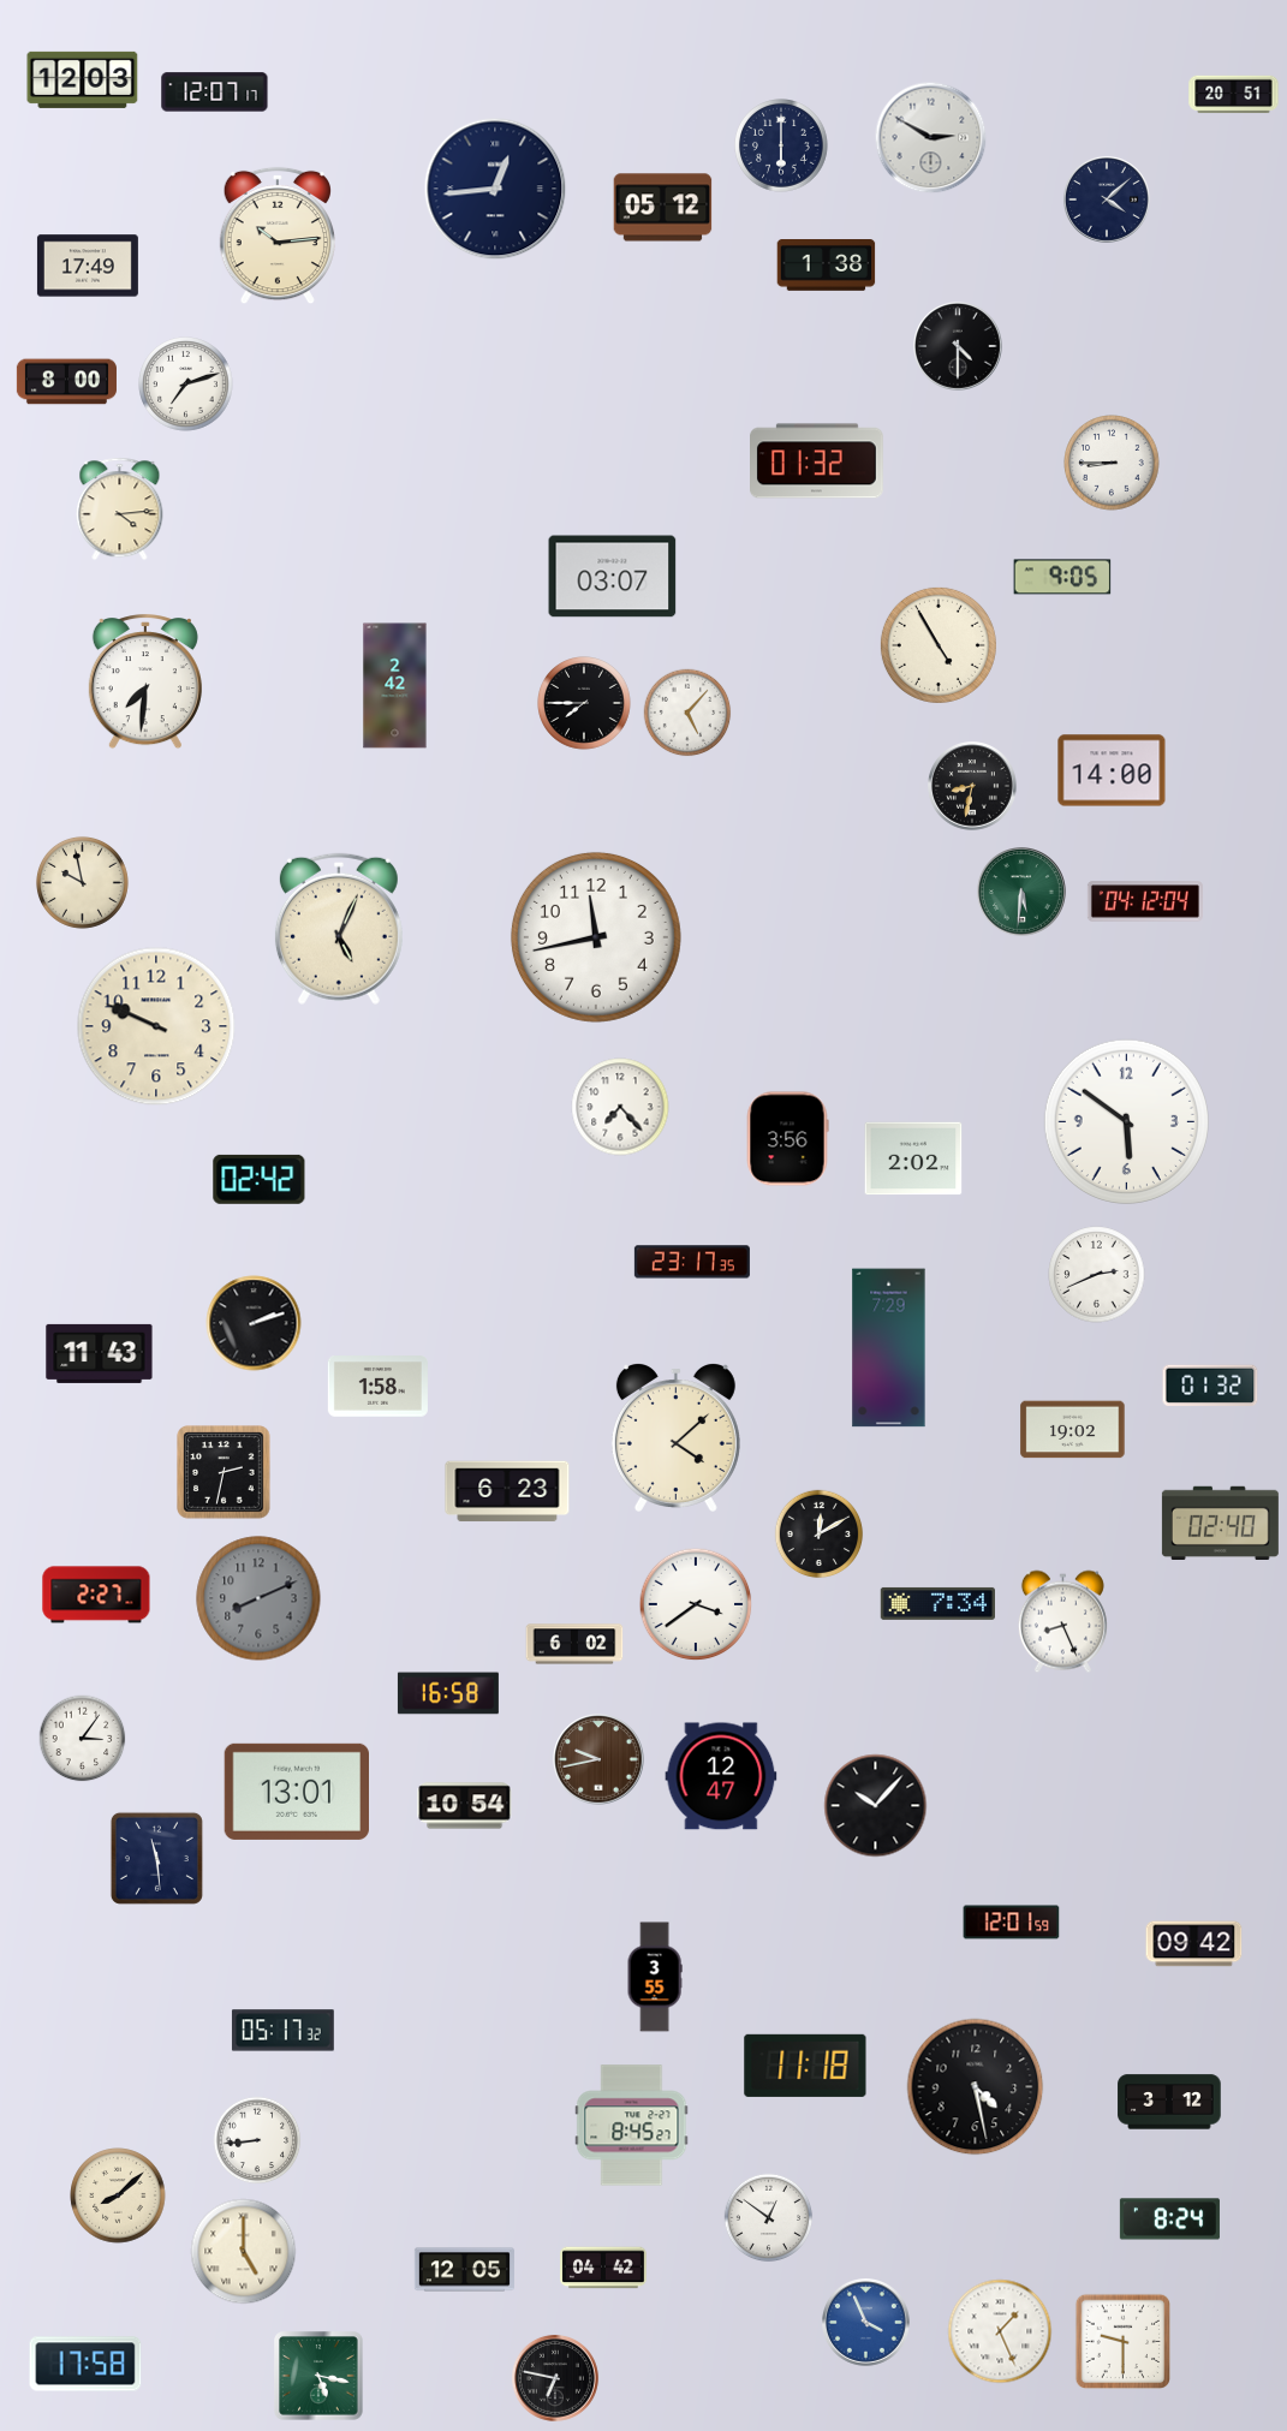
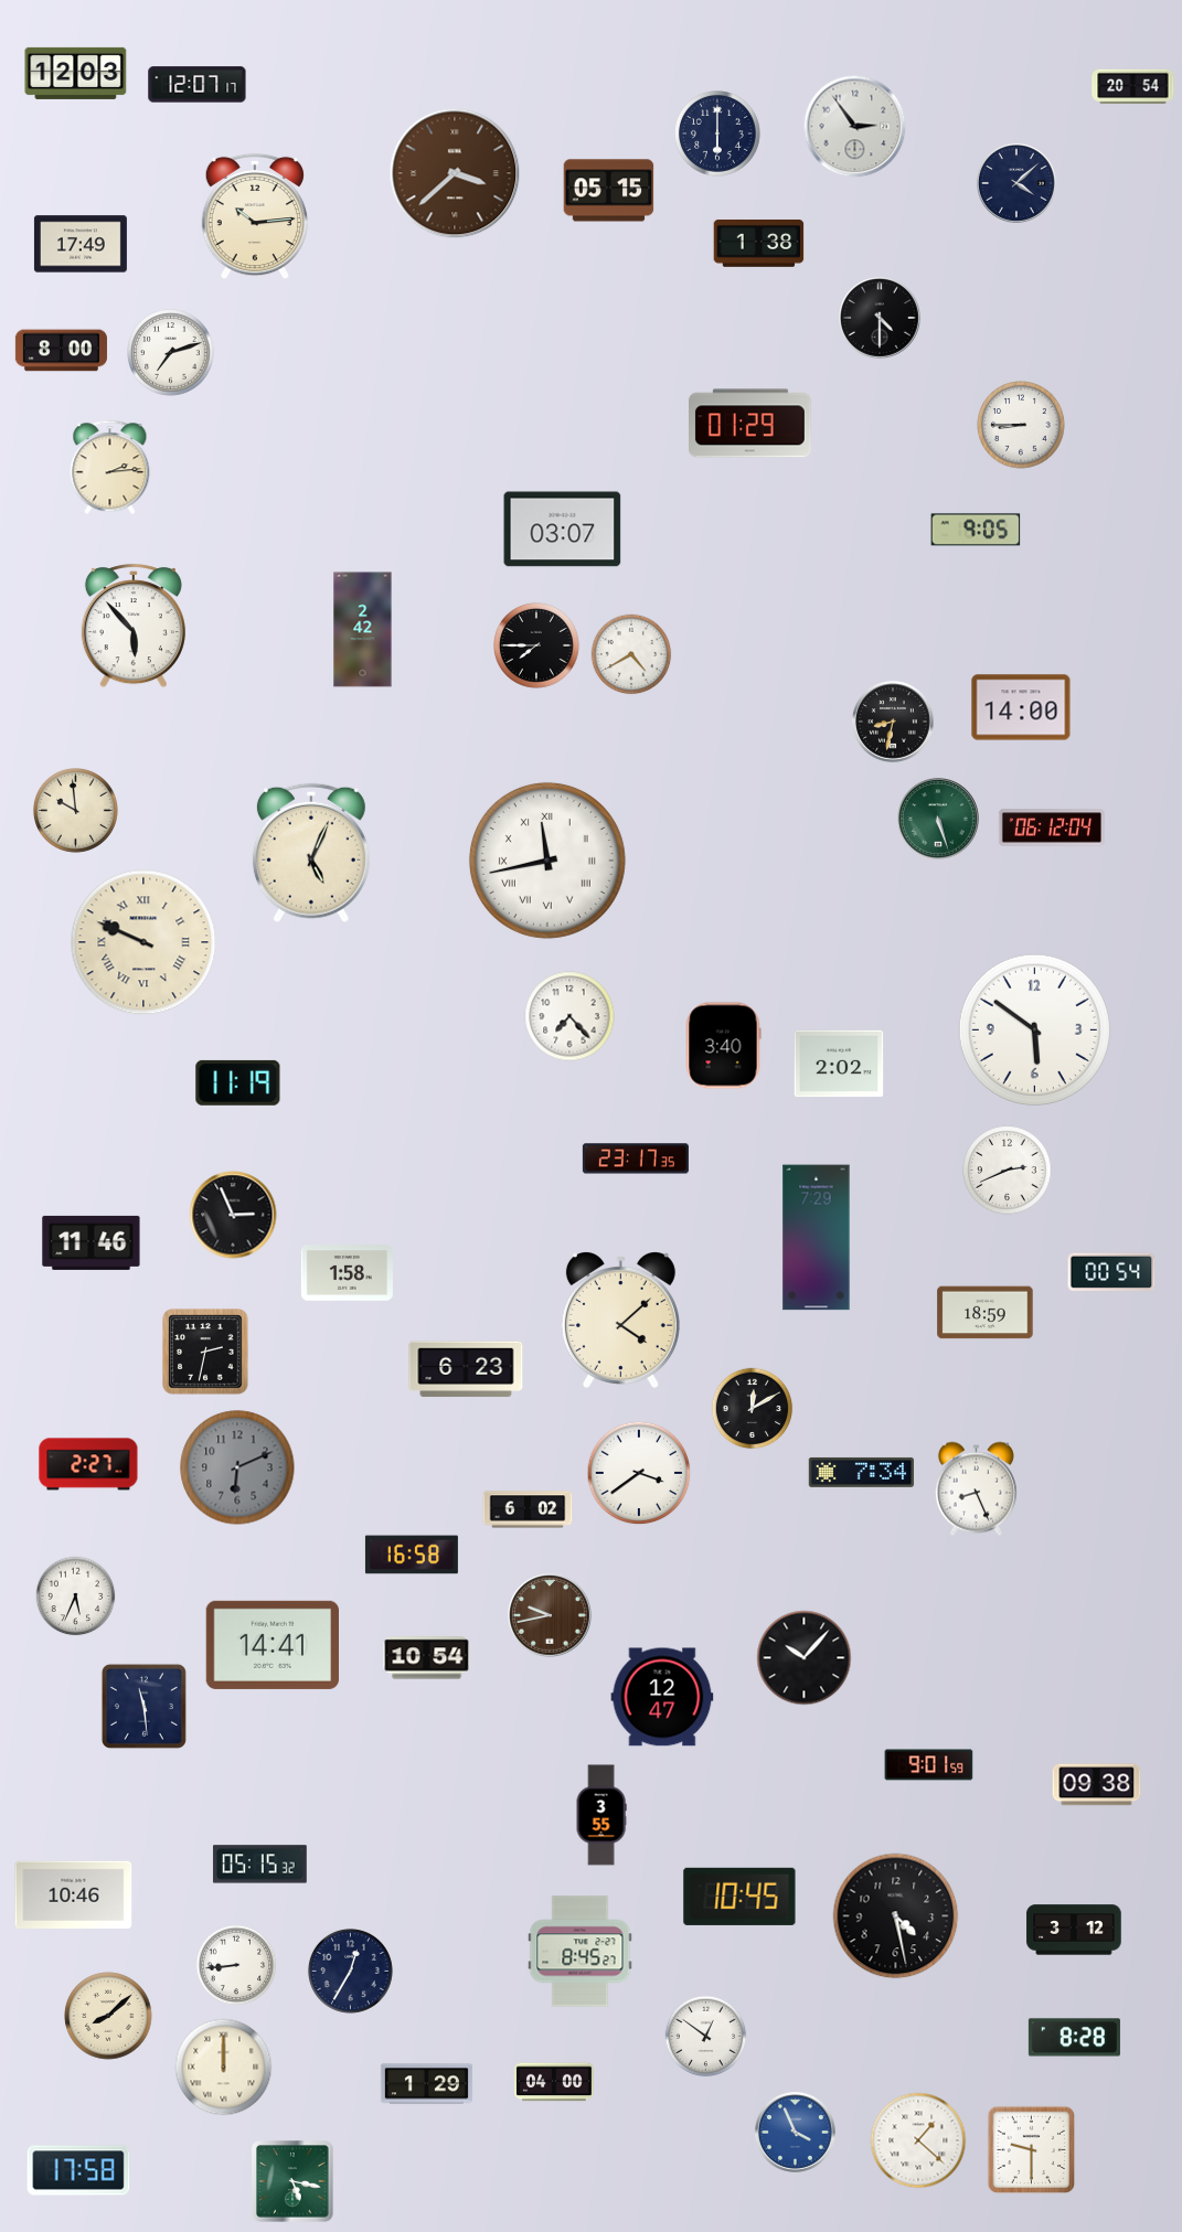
clock at (1234, 95): 20:51 -> 20:54
clock at (931, 138): 2:50 -> 2:54
clock at (495, 189): 12:44 -> 3:38
clock at (495, 189) dial: navy -> brown
clock at (663, 208): 05:12 -> 05:15
clock at (817, 461): 01:32 -> 01:29
clock at (120, 510): 4:14 -> 2:14
clock at (939, 645): 4:55 -> none
clock at (145, 683): 7:31 -> 5:53
clock at (687, 713): 5:07 -> 4:40
clock at (82, 882): 9:58 -> 9:59
clock at (1021, 892): 5:31 -> 5:27
clock at (1145, 901): 04:12 -> 06:12
clock at (596, 937) numerals: Arabic -> Roman
clock at (156, 1026) numerals: Arabic -> Roman
clock at (787, 1139): 3:56 -> 3:40
clock at (260, 1179): 02:42 -> 11:19
clock at (254, 1323): 2:12 -> 2:56
clock at (100, 1353): 11:43 -> 11:46
clock at (1210, 1386): 01:32 -> 00:54
clock at (1073, 1430): 19:02 -> 18:59
clock at (1220, 1523): 02:40 -> none
clock at (258, 1598): 8:11 -> 6:11
clock at (83, 1739): 3:06 -> 5:34
clock at (721, 1776) position: (721, 1776) -> (662, 1697)
clock at (296, 1792): 13:01 -> 14:41
clock at (1012, 1923): 12:01 -> 9:01
clock at (1194, 1944): 09:42 -> 09:38
clock at (282, 2031): 05:17 -> 05:15
clock at (74, 1894): none -> 10:46
clock at (805, 2066): 11:18 -> 10:45
clock at (350, 1971): none -> 12:35
clock at (1169, 2220): 8:24 -> 8:28
clock at (244, 2252): 5:00 -> 12:00
clock at (604, 2268): 04:42 -> 04:00
clock at (464, 2270): 12:05 -> 1:29
clock at (1000, 2331): 1:26 -> 1:22
clock at (555, 2378): 6:47 -> none
